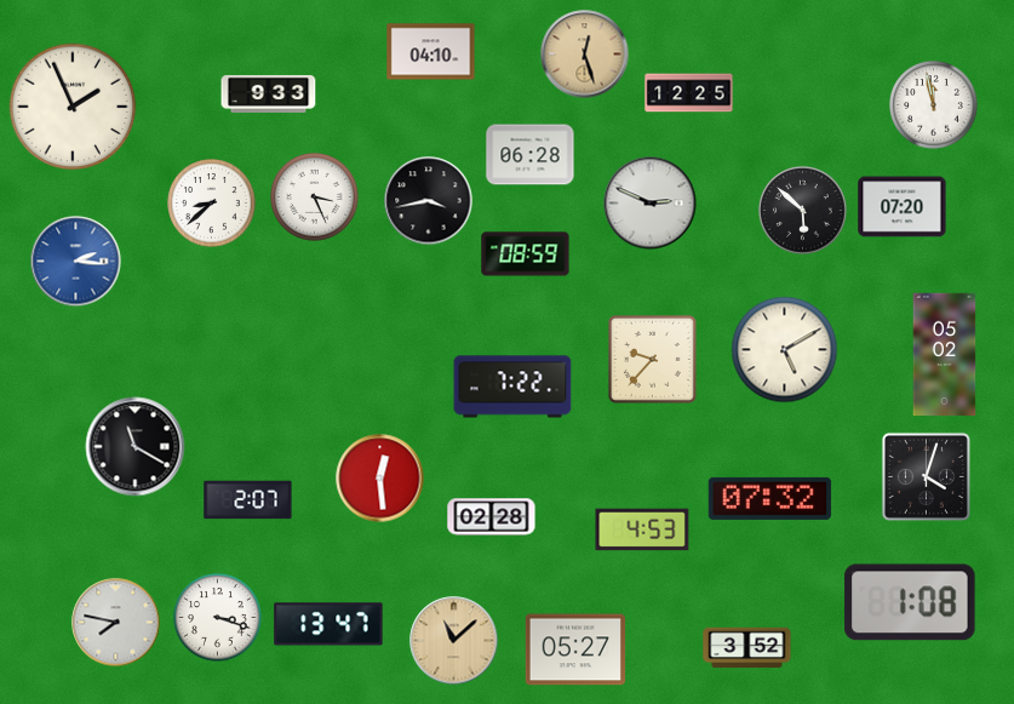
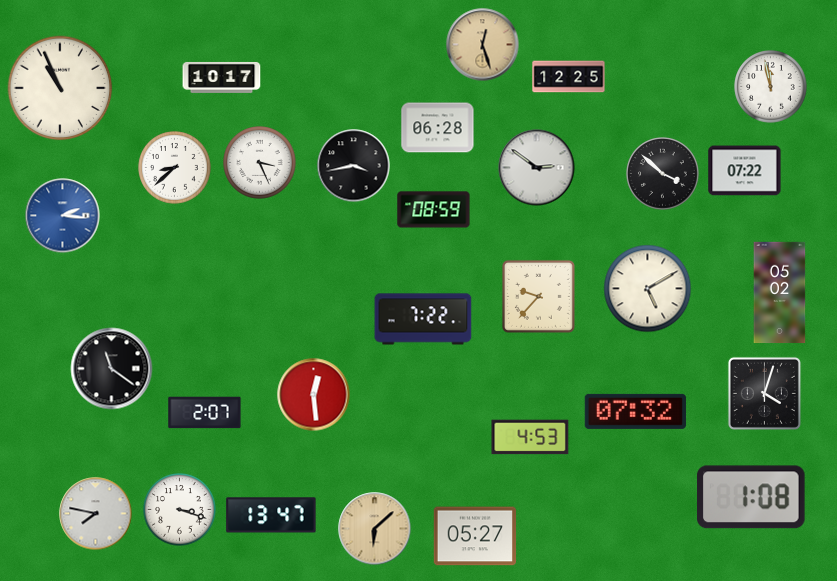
clock at (431, 52): 04:10 -> none
clock at (269, 93): 9:33 -> 10:17
clock at (73, 107): 1:56 -> 10:56
clock at (651, 204): 2:49 -> 2:51
clock at (903, 207): 07:20 -> 07:22
clock at (803, 211): 5:52 -> 3:52
clock at (136, 447): 11:20 -> 11:21
clock at (492, 517): 02:28 -> none
clock at (454, 641): 11:08 -> 6:08
clock at (747, 648): 3:52 -> none
